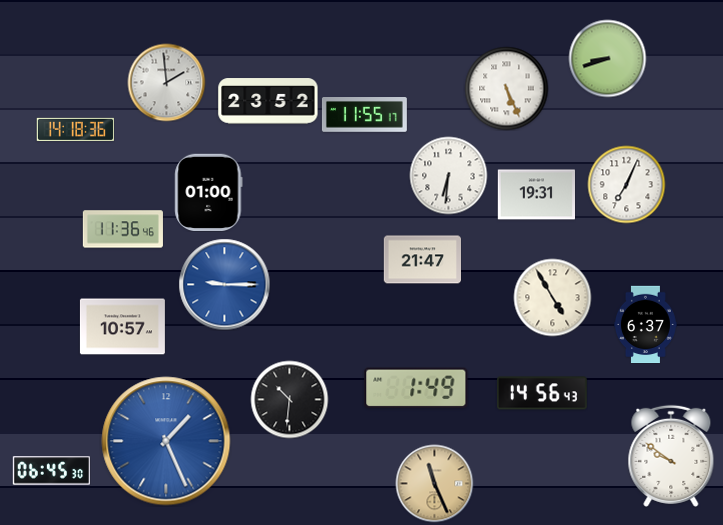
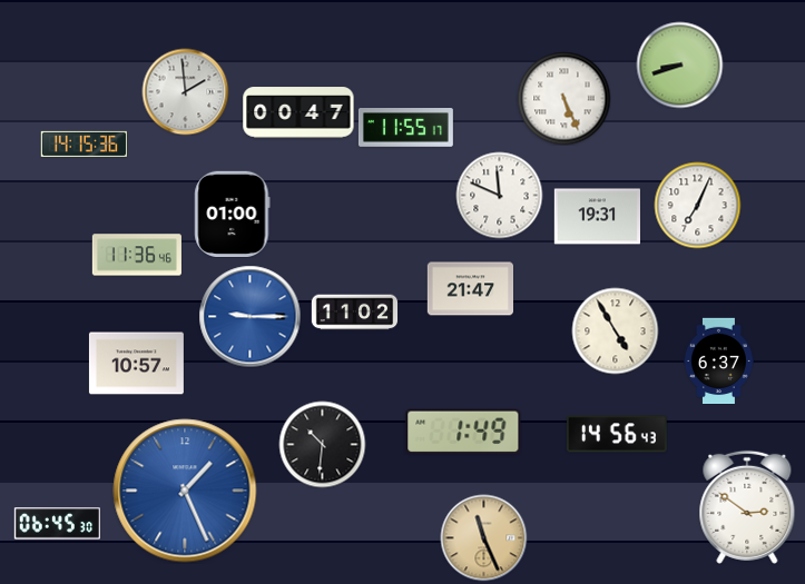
clock at (607, 58) position: (607, 58) -> (679, 65)
clock at (268, 101): 23:52 -> 00:47
clock at (75, 129): 14:18 -> 14:15
clock at (448, 175): 6:31 -> 11:49
clock at (354, 313): none -> 11:02
clock at (542, 393) position: (542, 393) -> (617, 434)
clock at (671, 456): 9:51 -> 2:51
